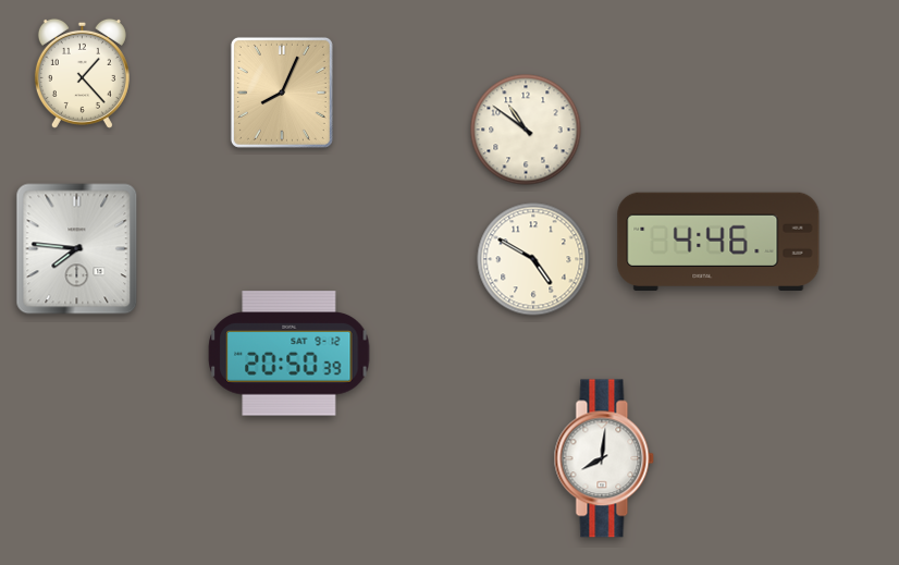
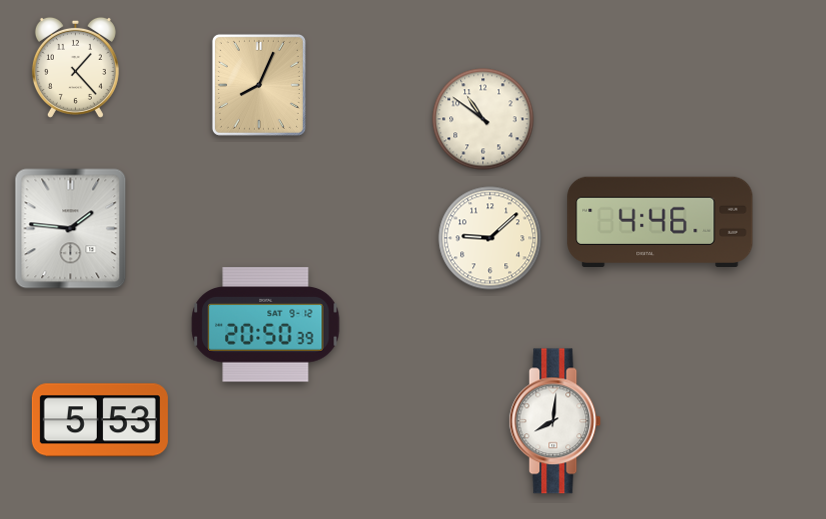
clock at (77, 249): 7:46 -> 1:46
clock at (533, 259): 4:50 -> 9:08
clock at (100, 420): none -> 5:53
